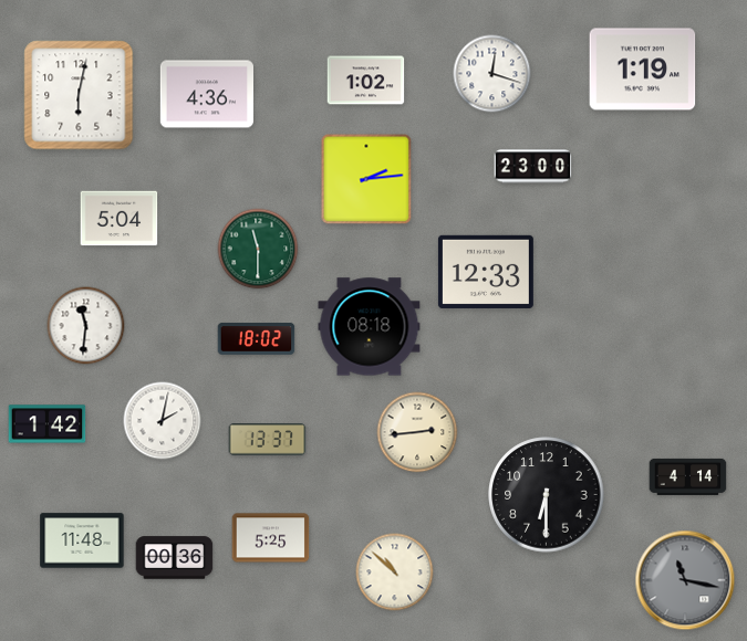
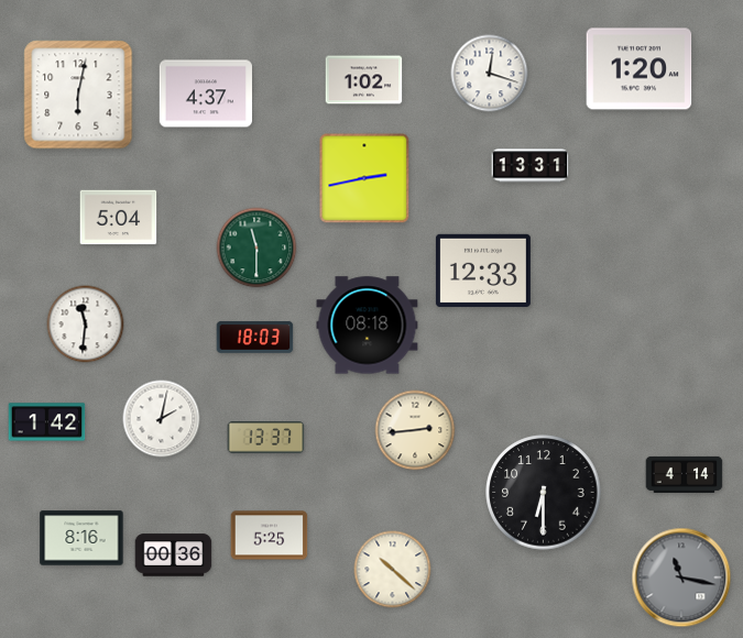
clock at (643, 70): 1:19 -> 1:20
clock at (206, 94): 4:36 -> 4:37
clock at (533, 167): 23:00 -> 13:31
clock at (366, 179): 2:14 -> 2:43
clock at (257, 339): 18:02 -> 18:03
clock at (82, 540): 11:48 -> 8:16
clock at (395, 572): 10:52 -> 10:22
